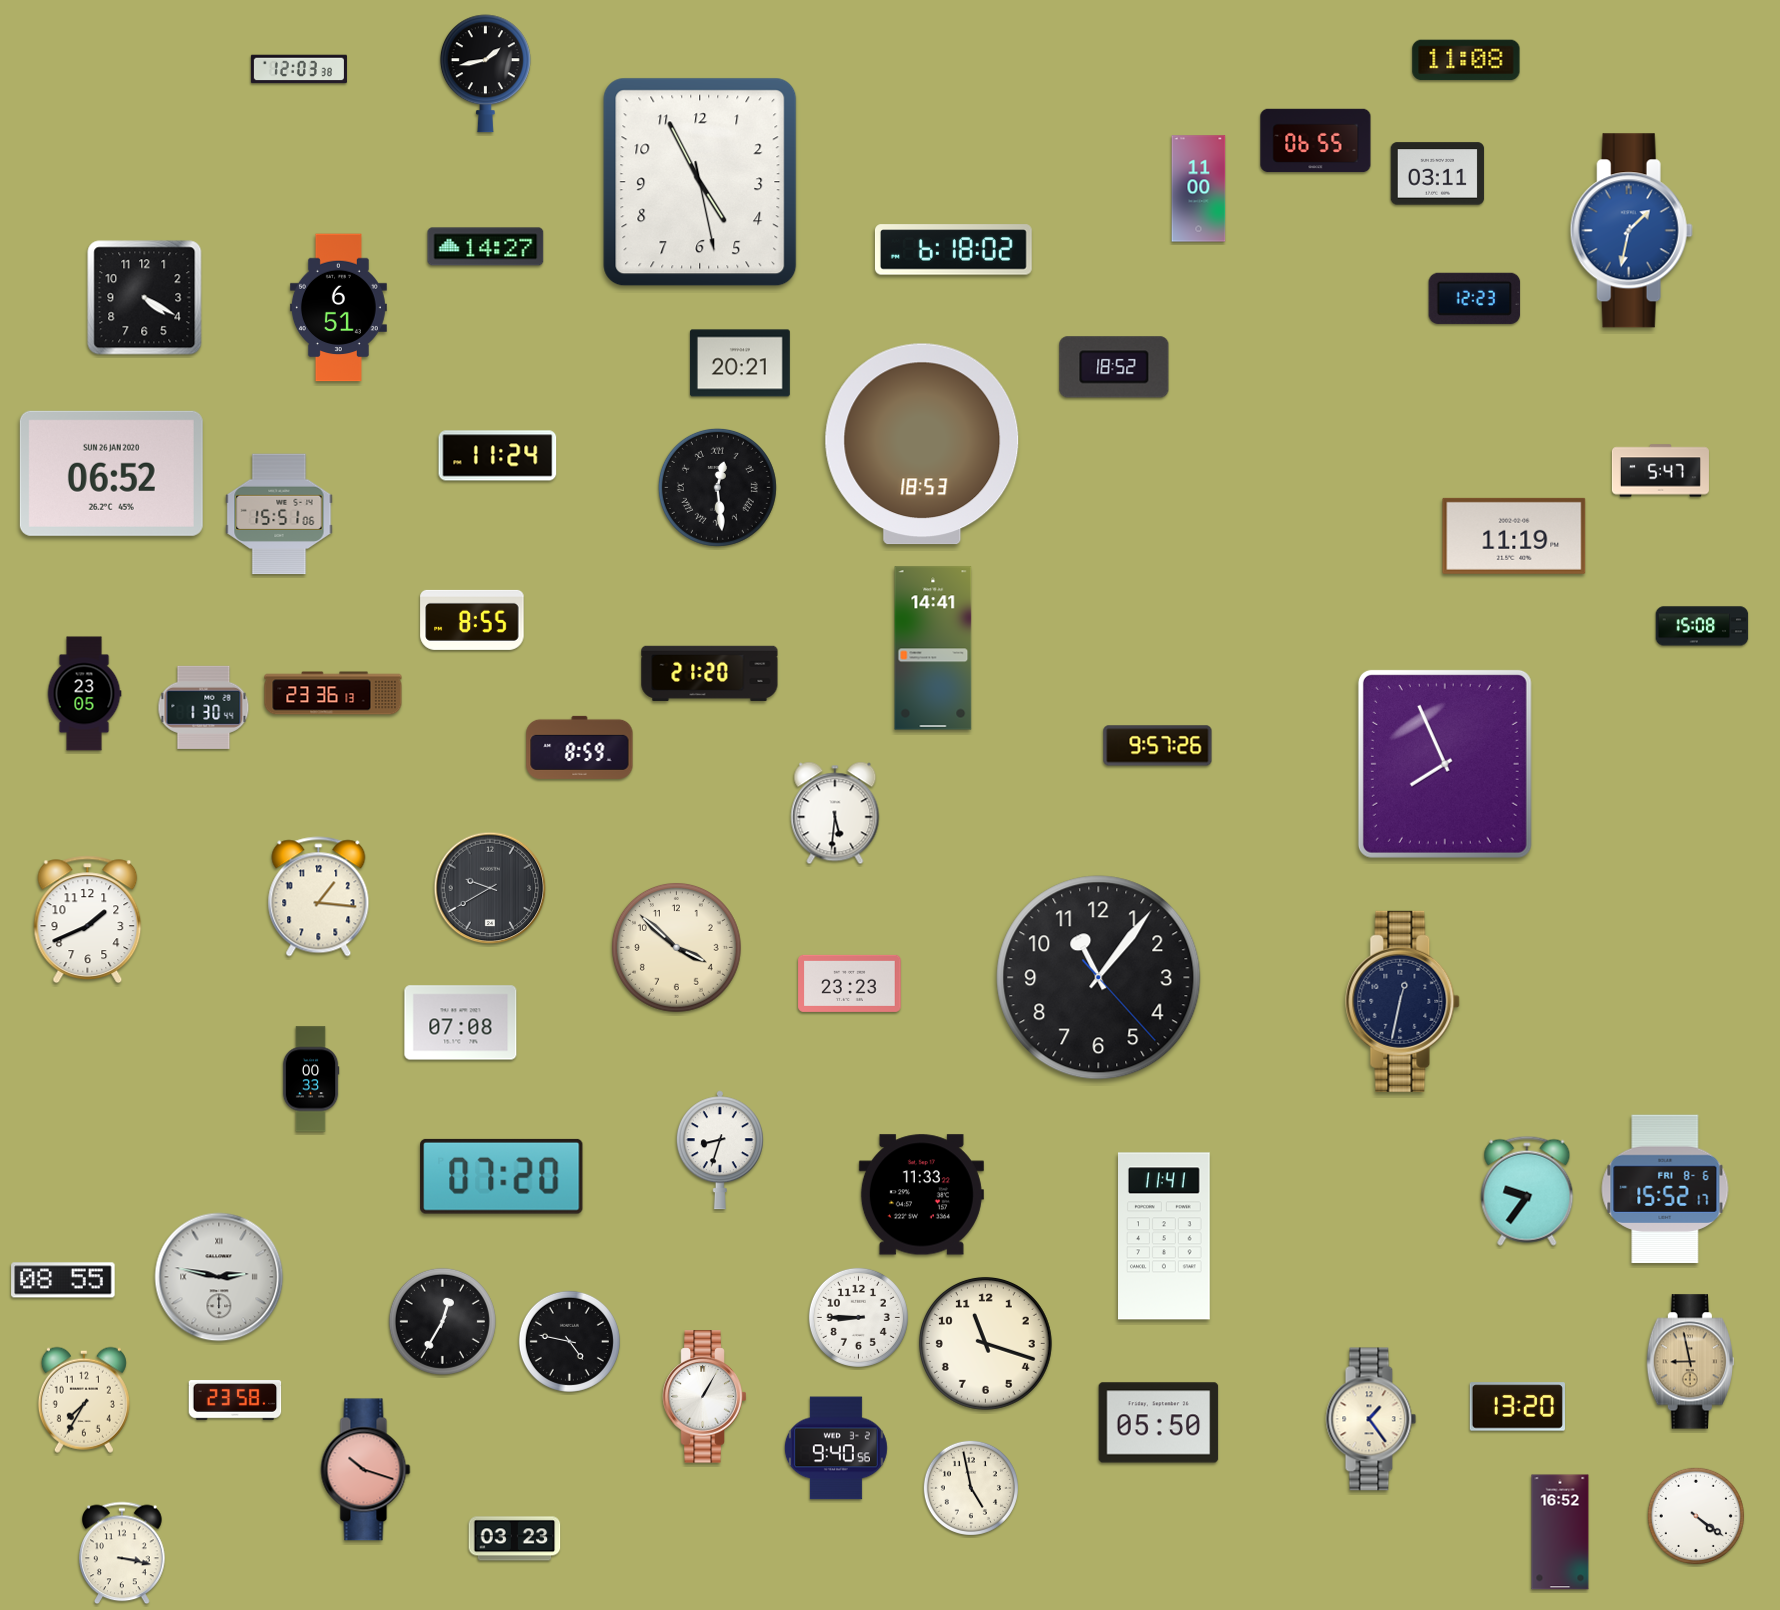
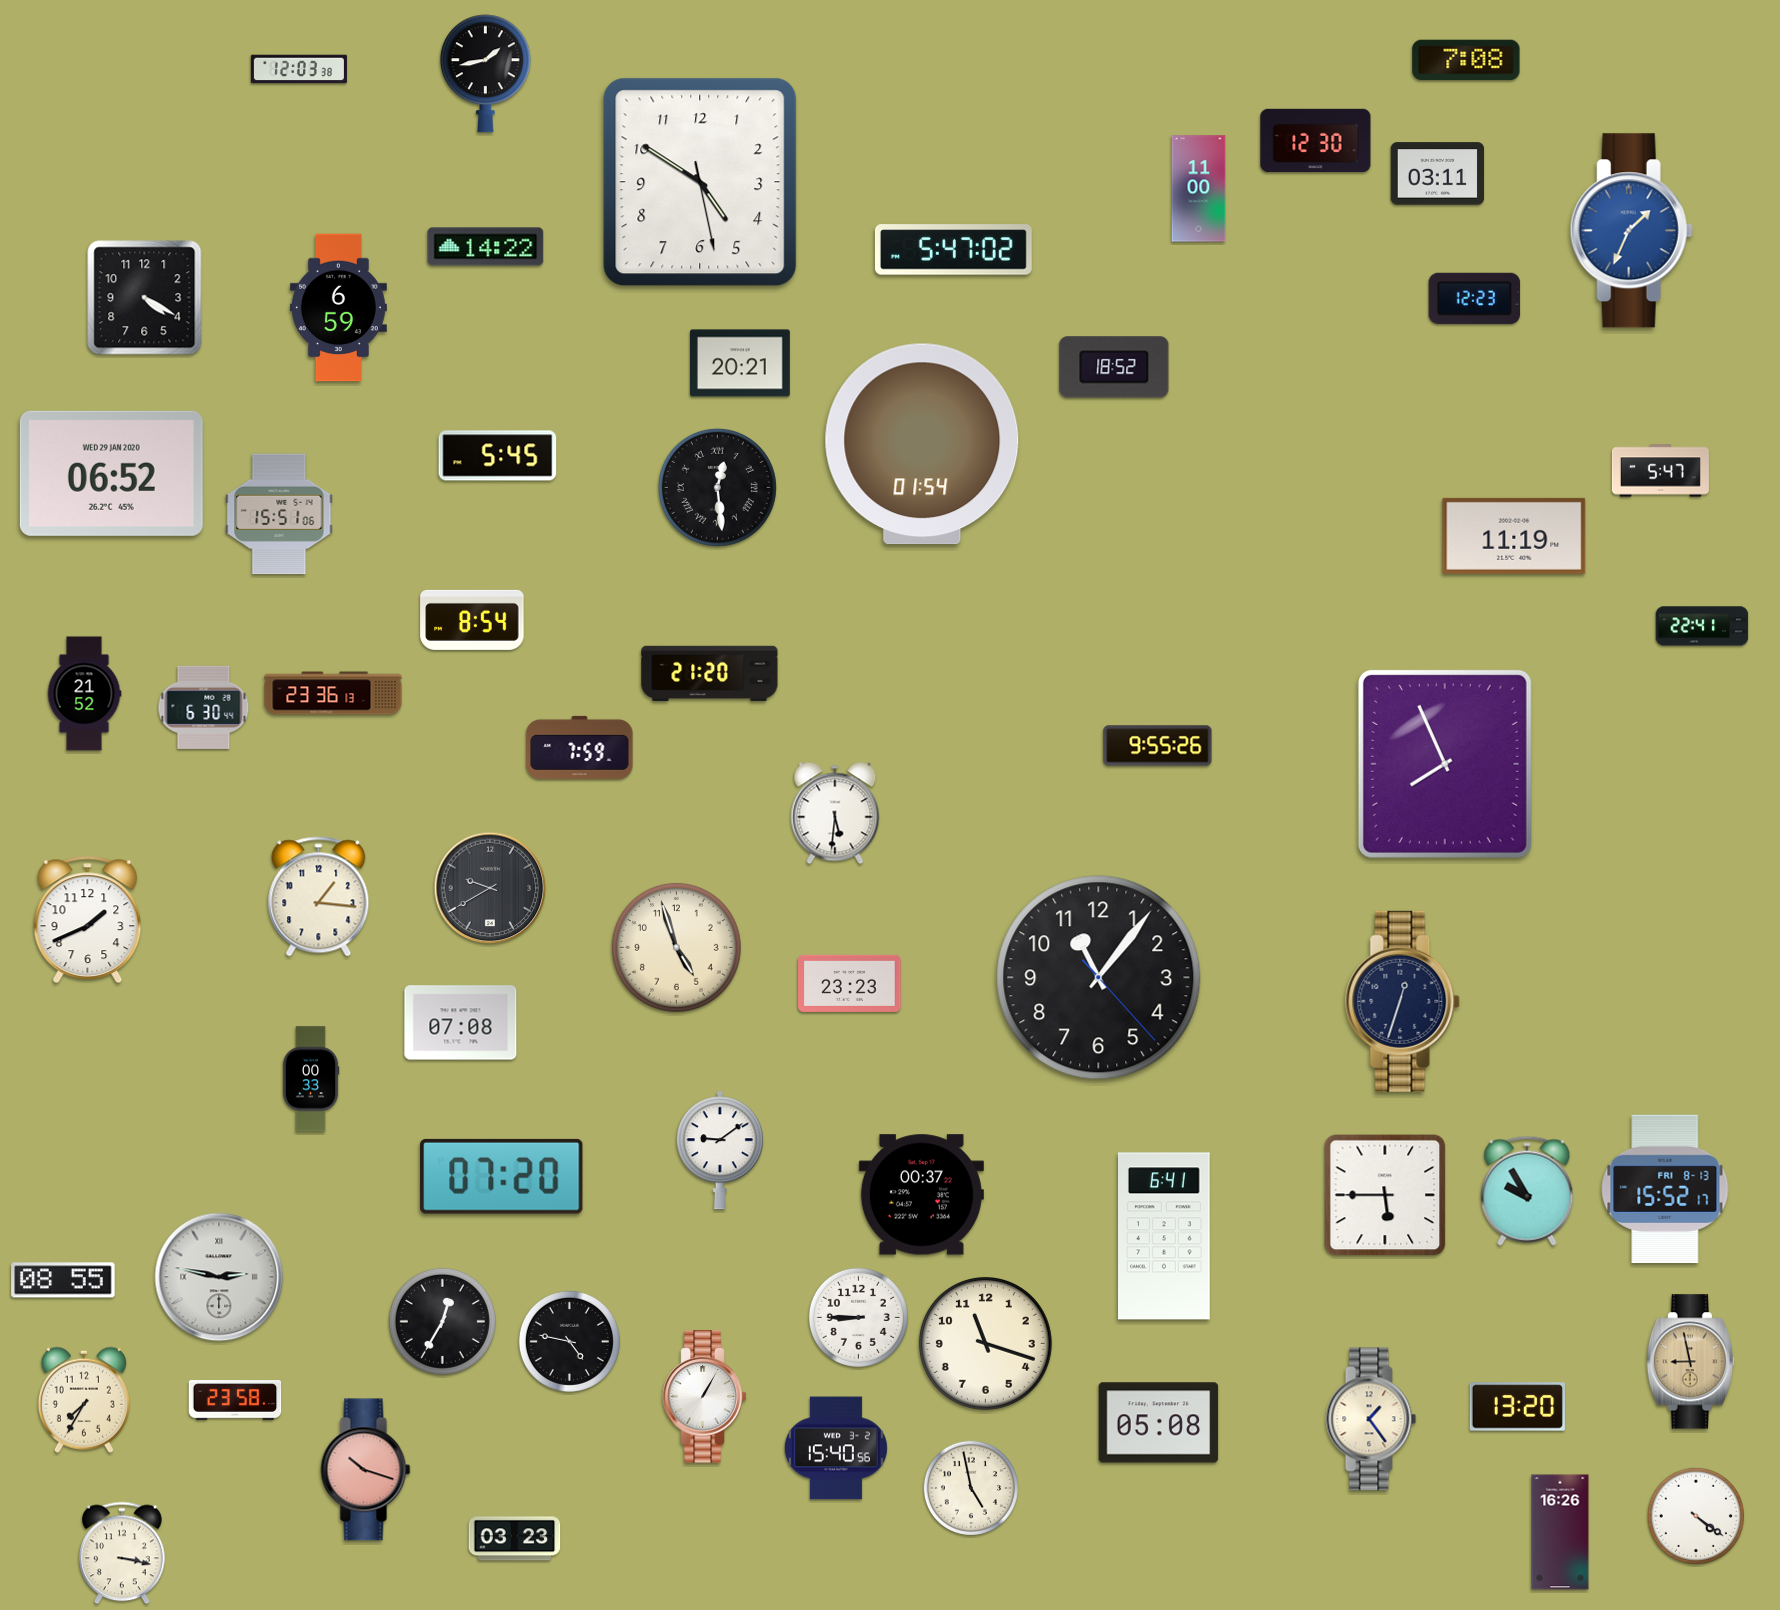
clock at (1466, 60): 11:08 -> 7:08
clock at (1316, 141): 06:55 -> 12:30
clock at (700, 182): 4:55 -> 4:50
clock at (1631, 231): 1:32 -> 1:34
clock at (486, 247): 14:27 -> 14:22
clock at (953, 250): 6:18 -> 5:47
clock at (338, 308): 6:51 -> 6:59
clock at (922, 444): 18:53 -> 01:54
clock at (498, 456): 11:24 -> 5:45
clock at (111, 473) date: SUN 26 JAN 2020 -> WED 29 JAN 2020
clock at (472, 620): 8:55 -> 8:54
clock at (1702, 626): 15:08 -> 22:41
clock at (933, 648): 14:41 -> none
clock at (84, 694): 23:05 -> 21:52
clock at (204, 707): 1:30 -> 6:30
clock at (1158, 746): 9:57 -> 9:55
clock at (580, 747): 8:59 -> 7:59
clock at (676, 947): 3:52 -> 4:57
clock at (1403, 1001): 12:32 -> 12:33
clock at (720, 1150): 8:33 -> 9:09
clock at (1665, 1189) date: FRI 8-6 -> FRI 8-13
clock at (1527, 1191): 9:36 -> 9:55
clock at (921, 1195): 11:33 -> 00:37
clock at (1385, 1195): none -> 5:45
clock at (1165, 1236): 11:41 -> 6:41
clock at (1159, 1423): 05:50 -> 05:08
clock at (836, 1448): 9:40 -> 15:40
clock at (1560, 1532): 16:52 -> 16:26
